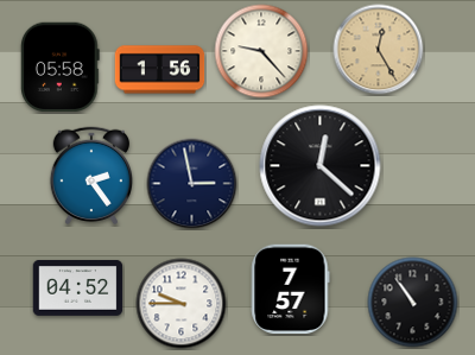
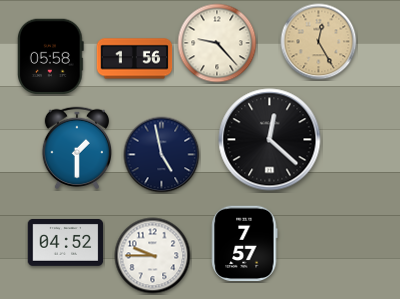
clock at (261, 51) position: (261, 51) -> (217, 43)
clock at (90, 176): 2:24 -> 1:30
clock at (192, 184): 2:58 -> 4:58
clock at (413, 303): 10:54 -> none
